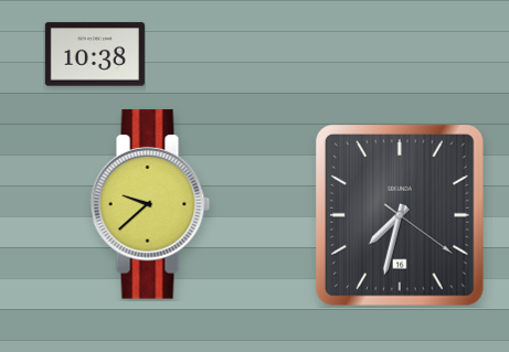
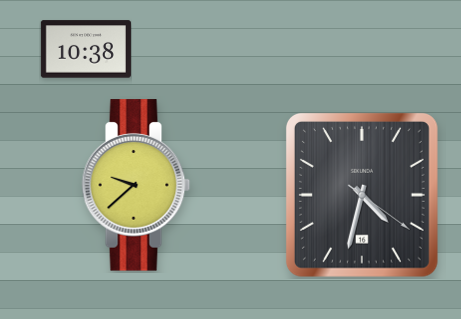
clock at (400, 216): 7:32 -> 4:32
